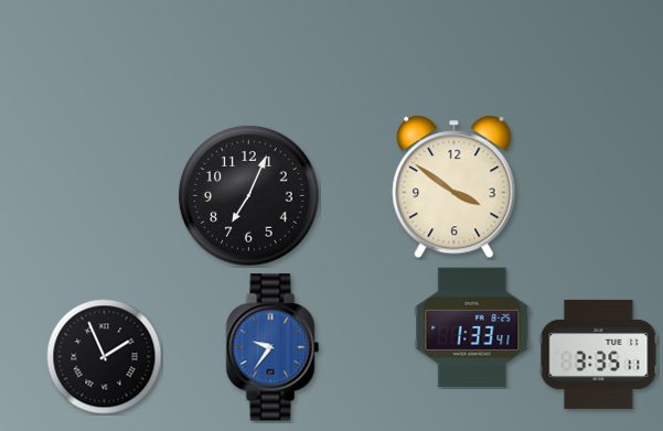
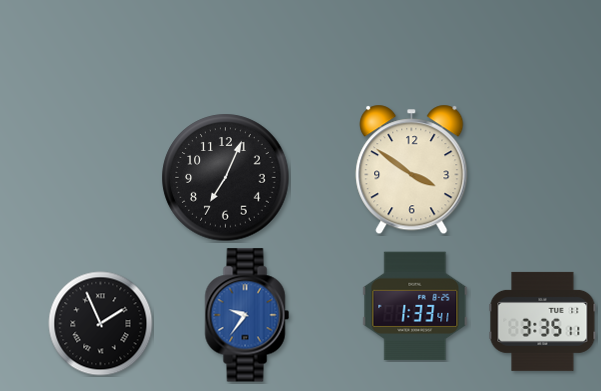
clock at (472, 327) position: (472, 327) -> (415, 306)
clock at (105, 357) position: (105, 357) -> (101, 324)
